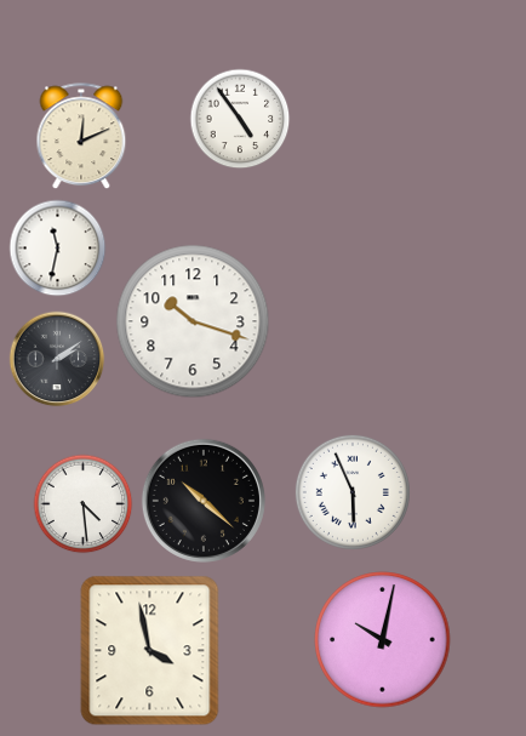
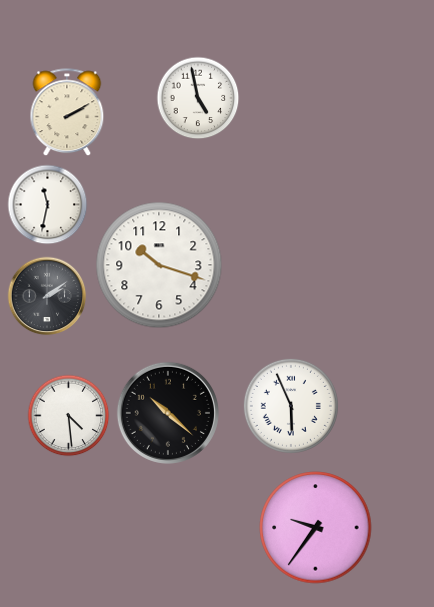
clock at (240, 119): 4:54 -> 4:58
clock at (81, 137): 12:11 -> 2:10
clock at (383, 640): 10:02 -> 9:36
clock at (150, 651): 3:58 -> none
